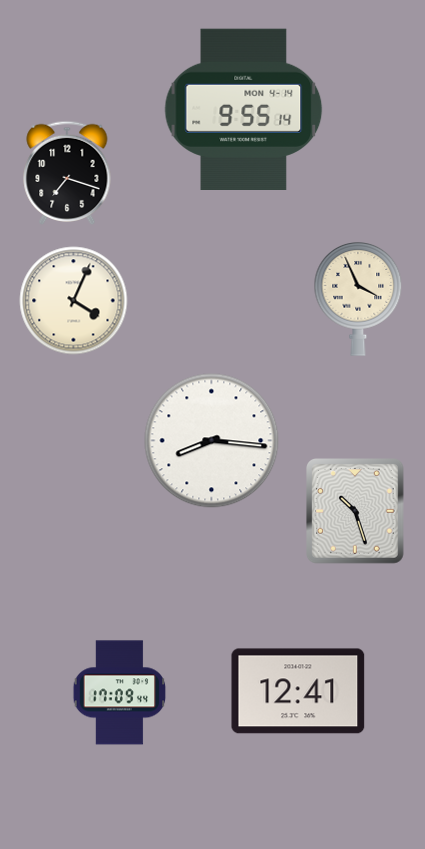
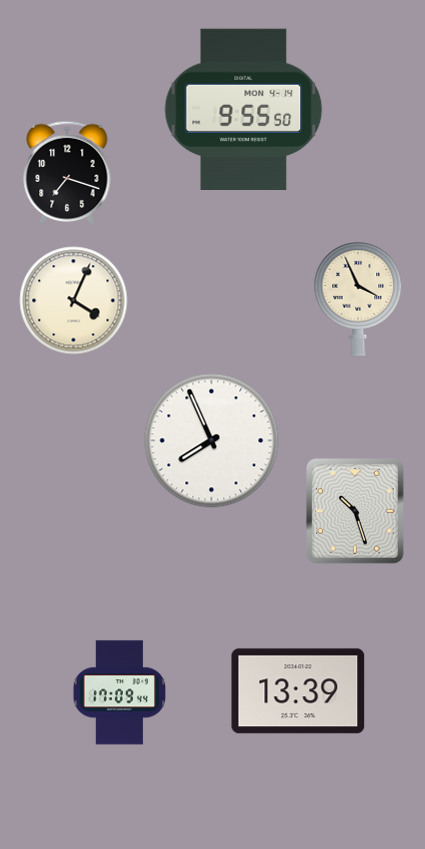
clock at (244, 109): 9:55:14 -> 9:55:50
clock at (212, 441): 8:16 -> 7:56
clock at (298, 691): 12:41 -> 13:39
